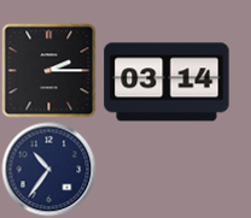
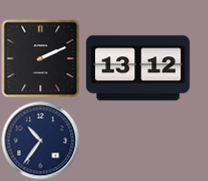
clock at (48, 70): 2:15 -> 2:11
clock at (167, 82): 03:14 -> 13:12
